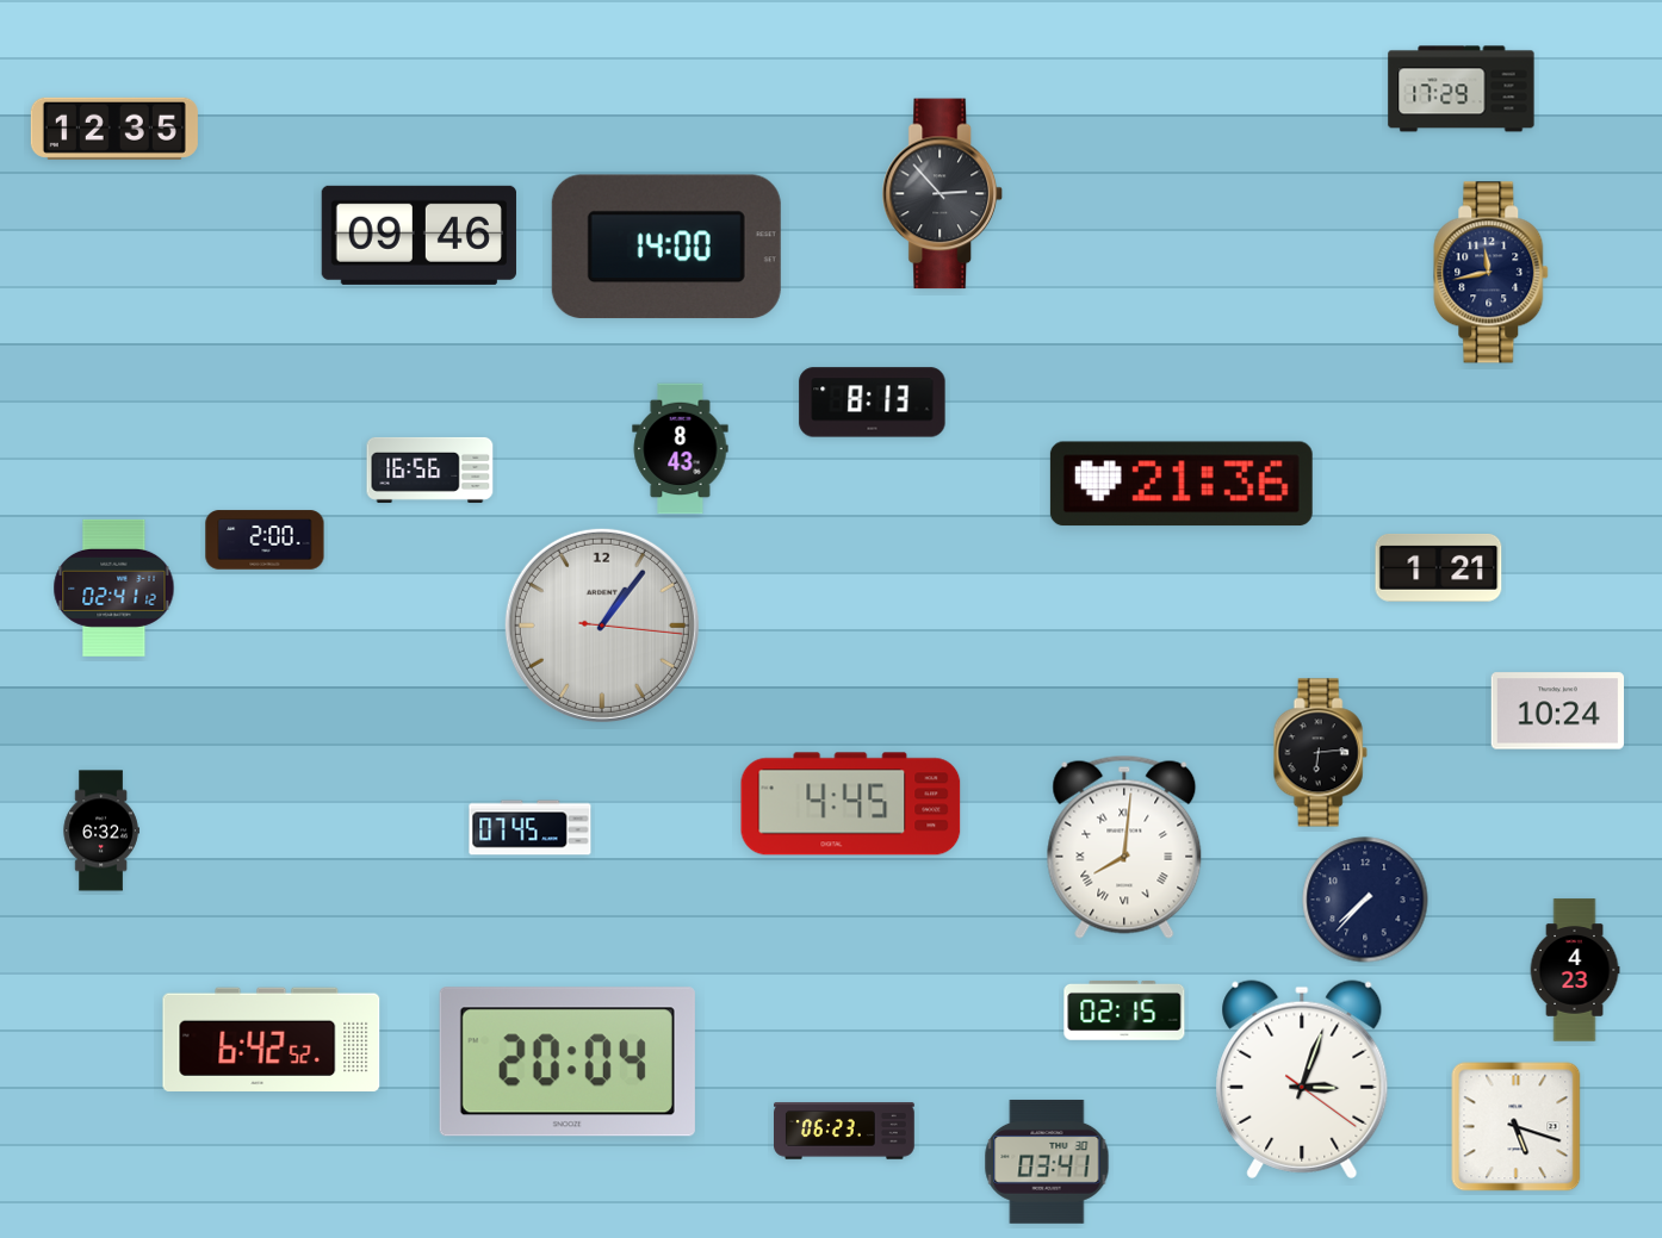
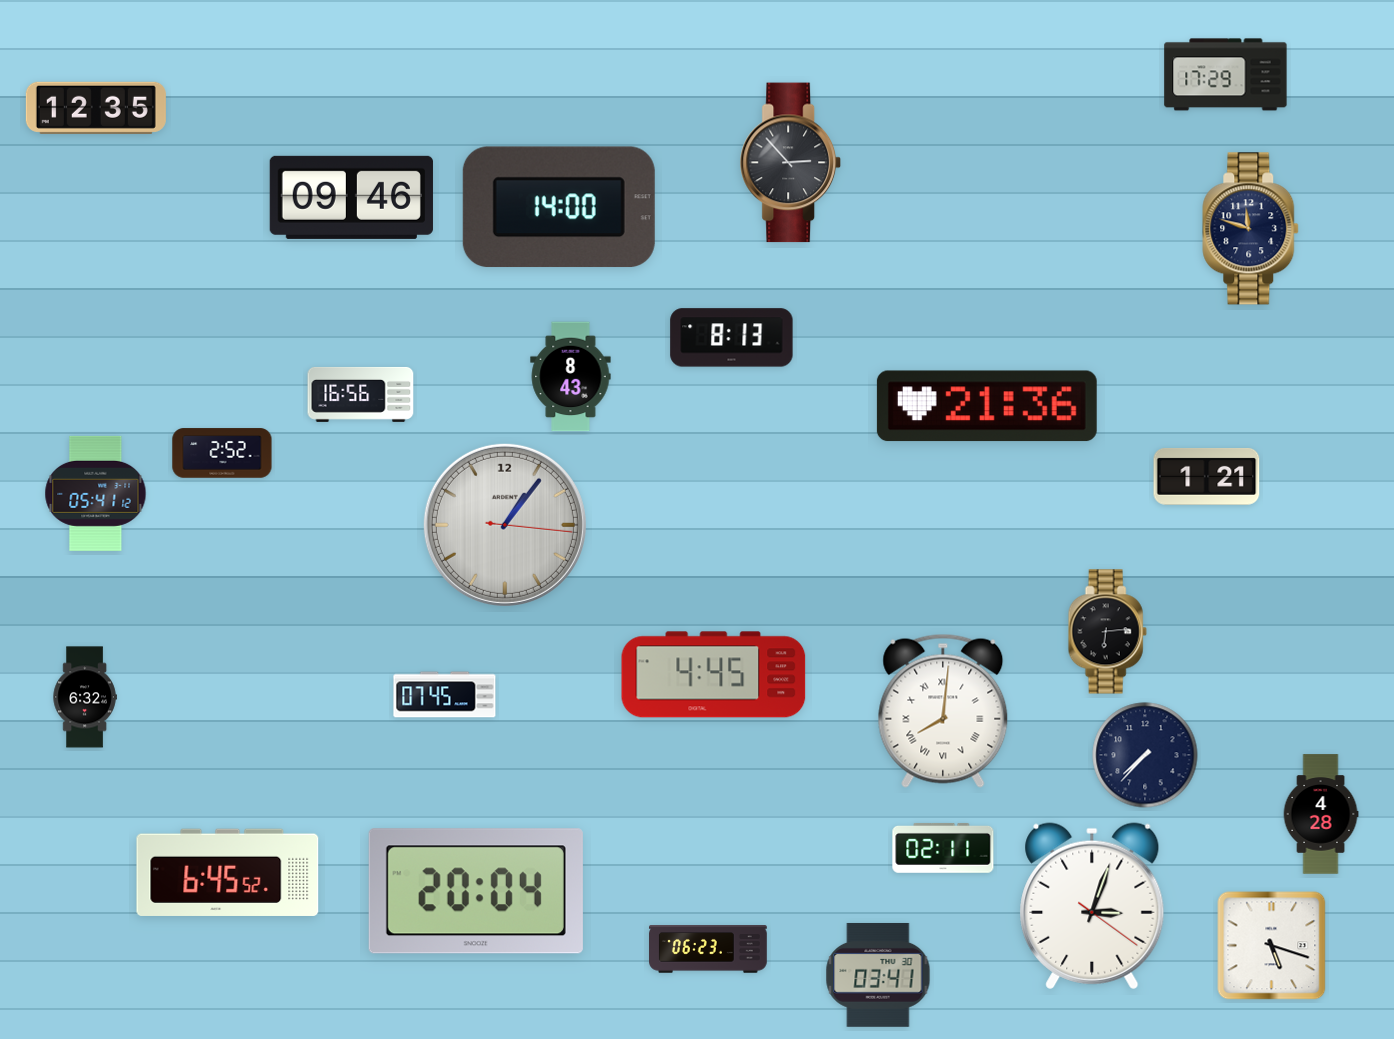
clock at (1492, 273): 11:43 -> 11:48
clock at (1182, 484) position: (1182, 484) -> (987, 406)
clock at (265, 540): 2:00 -> 2:52
clock at (114, 587): 02:41 -> 05:41
clock at (1558, 711): 10:24 -> none
clock at (1575, 970): 4:23 -> 4:28
clock at (1124, 1010): 02:15 -> 02:11
clock at (272, 1039): 6:42 -> 6:45
